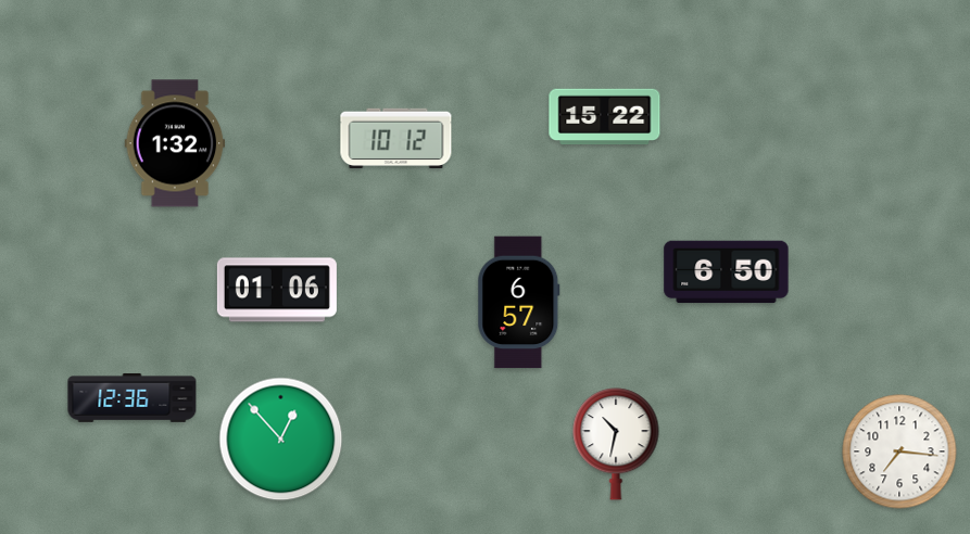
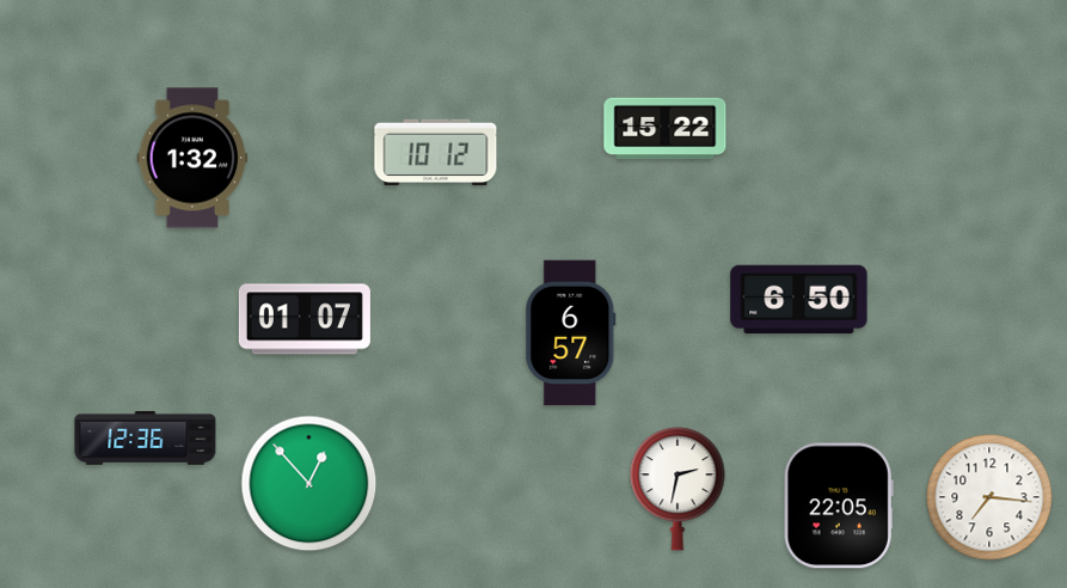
clock at (277, 290): 01:06 -> 01:07
clock at (616, 444): 10:32 -> 2:32
clock at (839, 506): none -> 22:05
